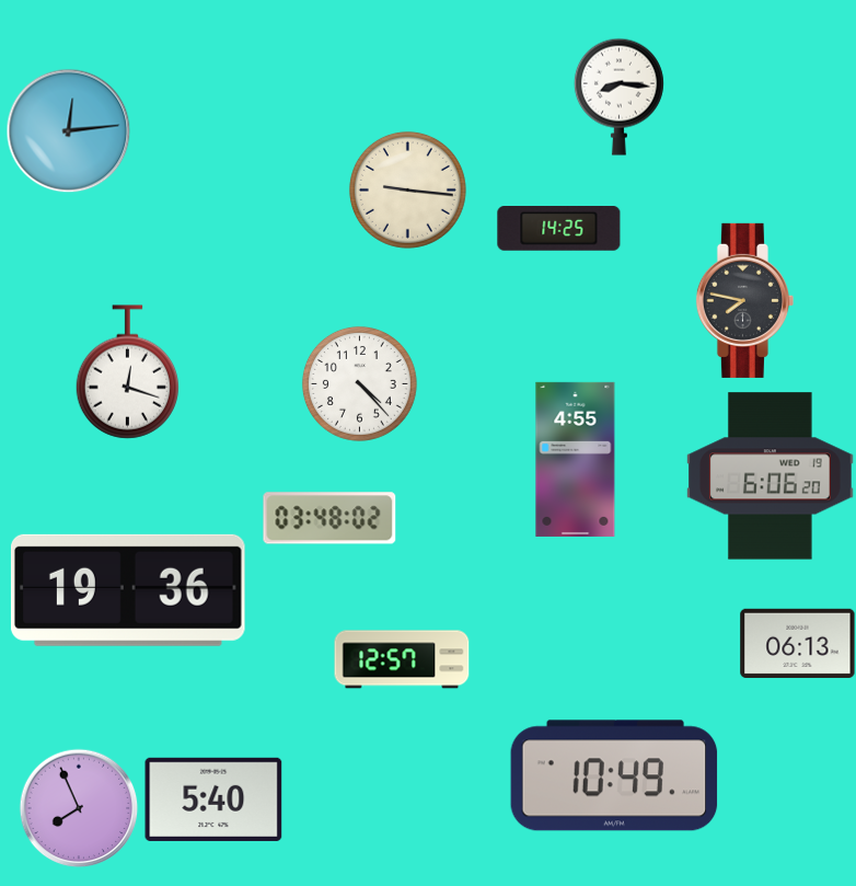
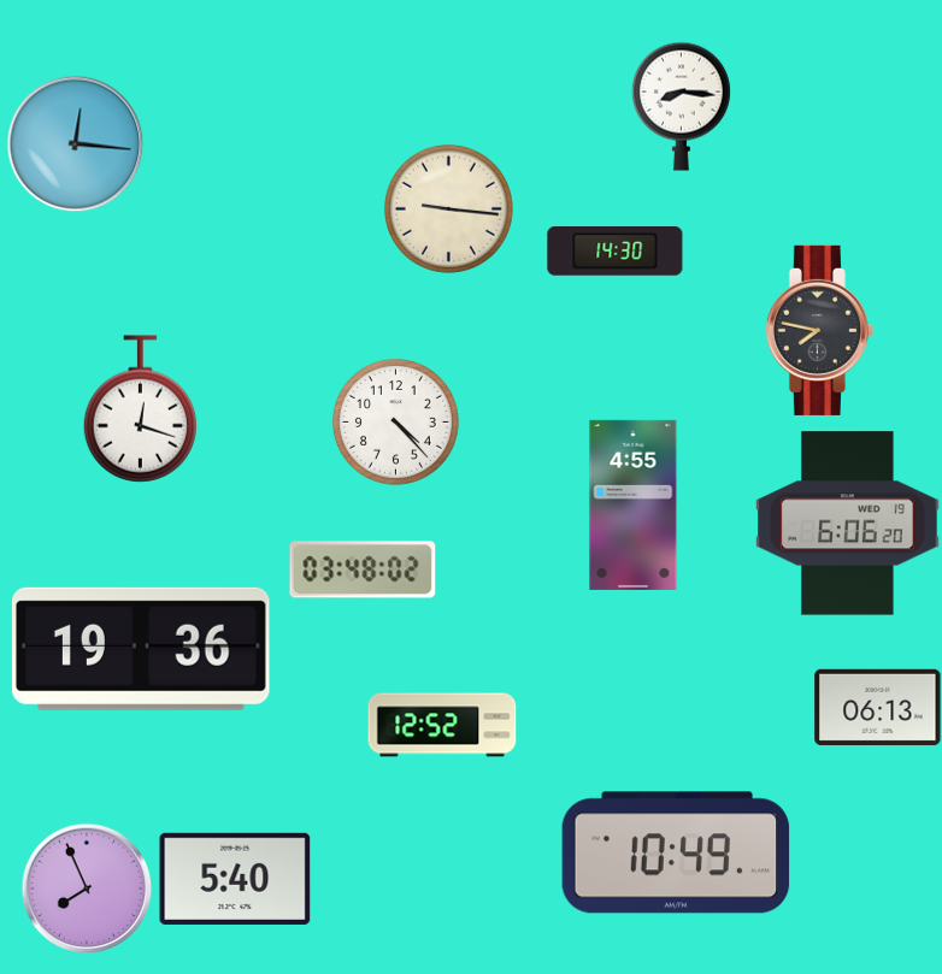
clock at (68, 130): 12:14 -> 12:16
clock at (559, 229): 14:25 -> 14:30
clock at (402, 659): 12:57 -> 12:52
